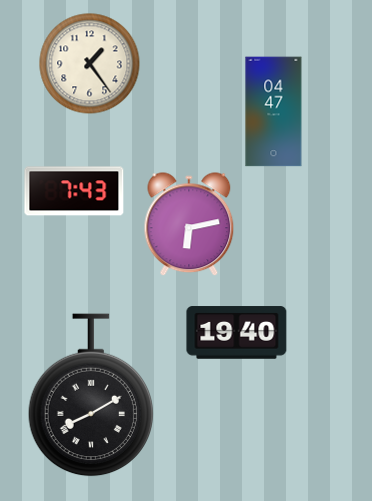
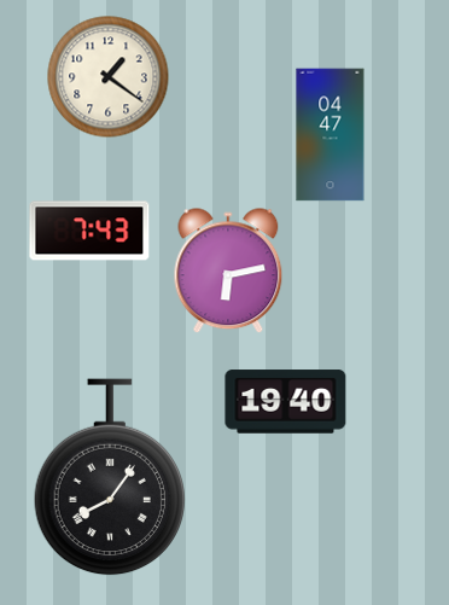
clock at (90, 64): 1:24 -> 1:21
clock at (90, 395): 8:10 -> 8:06
